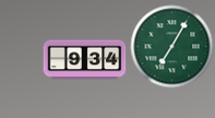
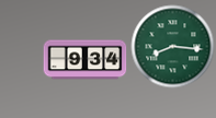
clock at (172, 47): 7:05 -> 8:16
